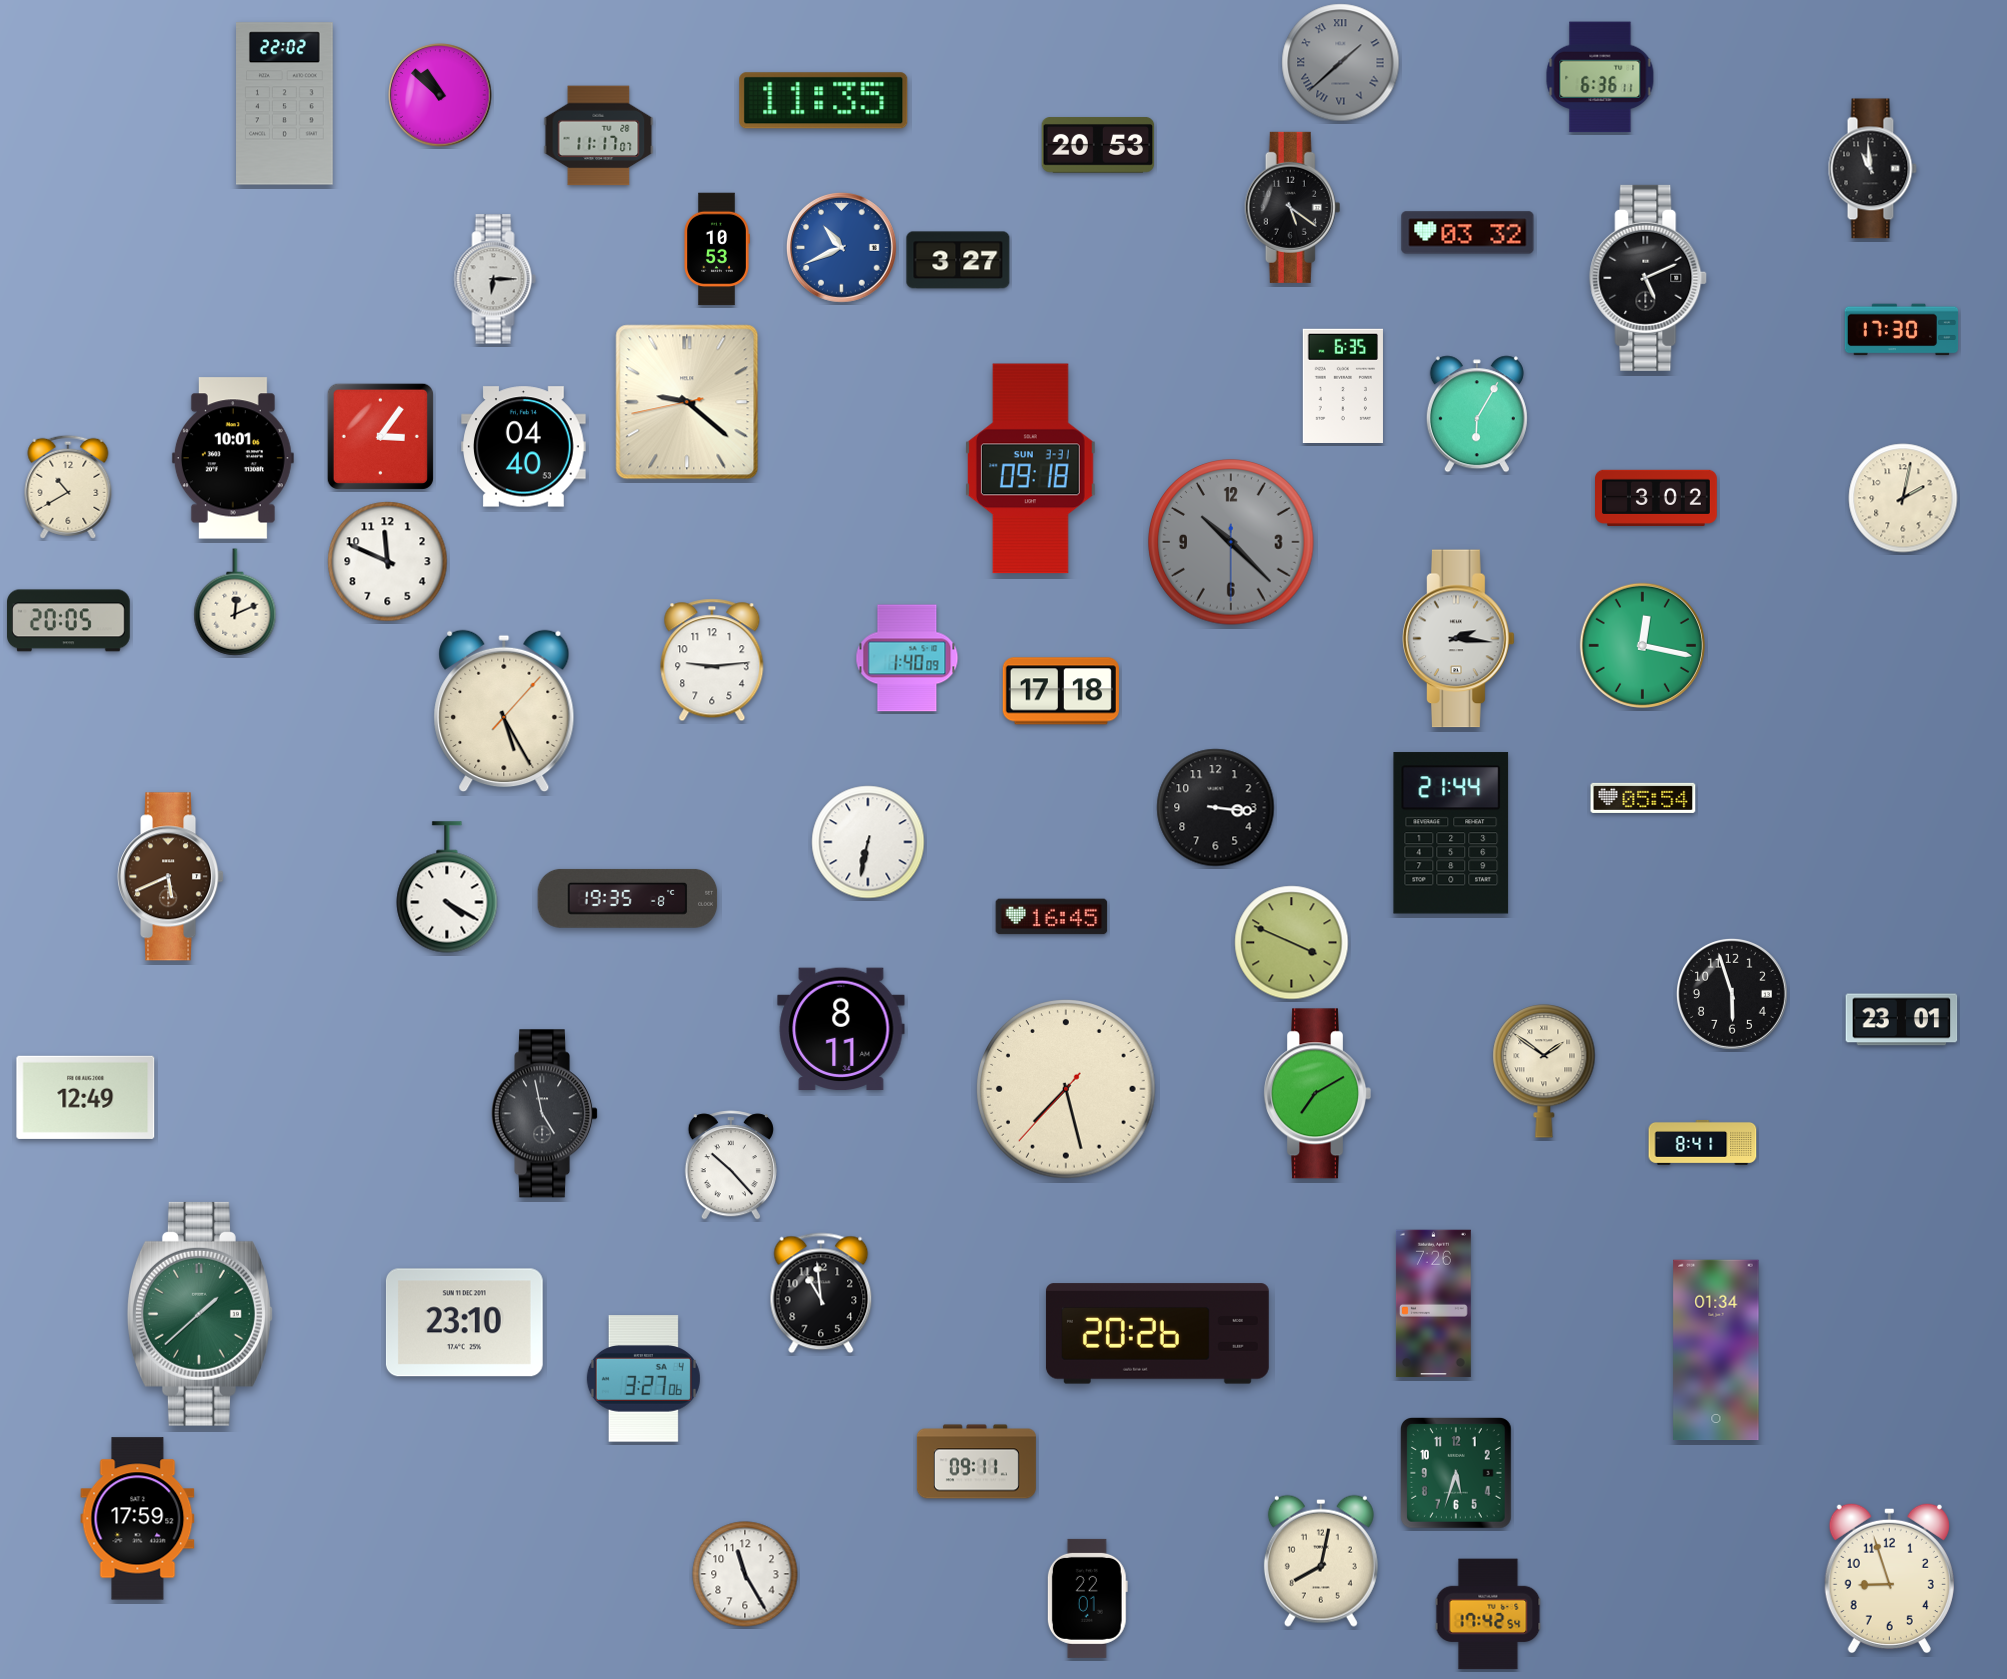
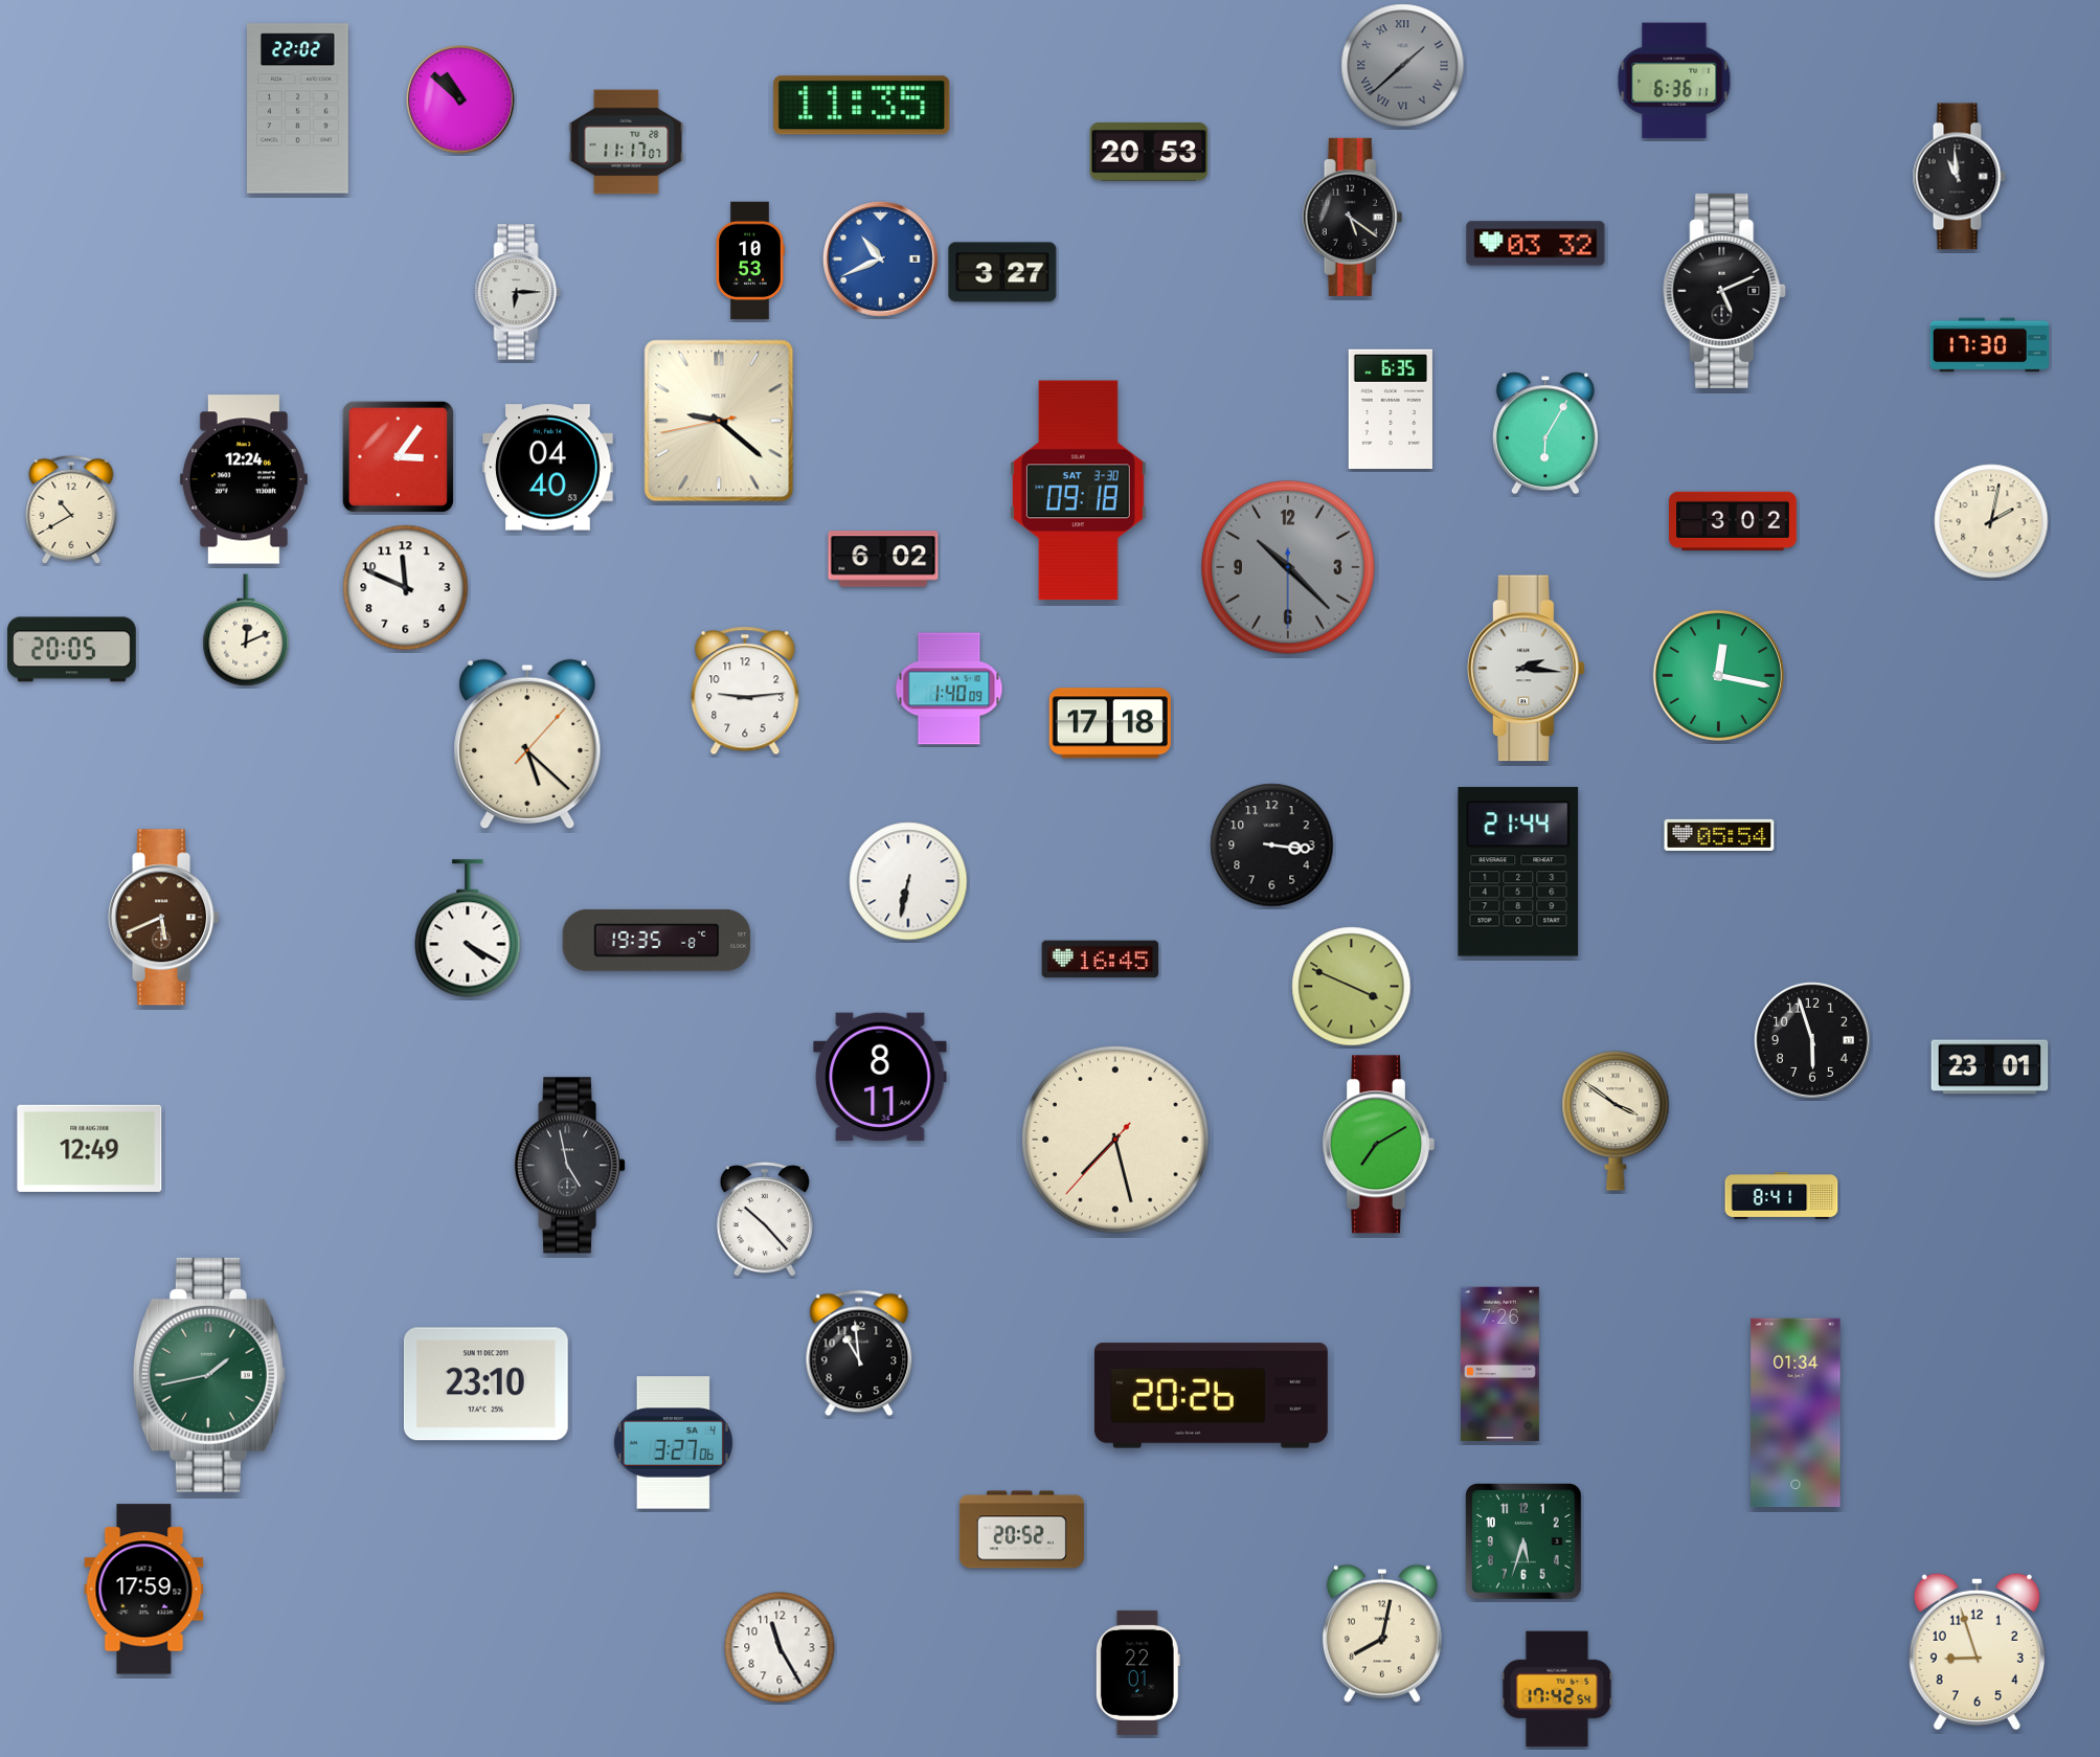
clock at (1343, 385) position: (1343, 385) -> (1391, 408)
clock at (233, 458): 10:01 -> 12:24
clock at (1030, 469) date: SUN 3-31 -> SAT 3-30
clock at (883, 559): none -> 6:02
clock at (504, 711): 5:25 -> 5:22
clock at (171, 877) position: (171, 877) -> (164, 918)
clock at (1544, 1071): 1:51 -> 3:51
clock at (200, 1314): 1:38 -> 1:43
clock at (976, 1462): 09:11 -> 20:52
